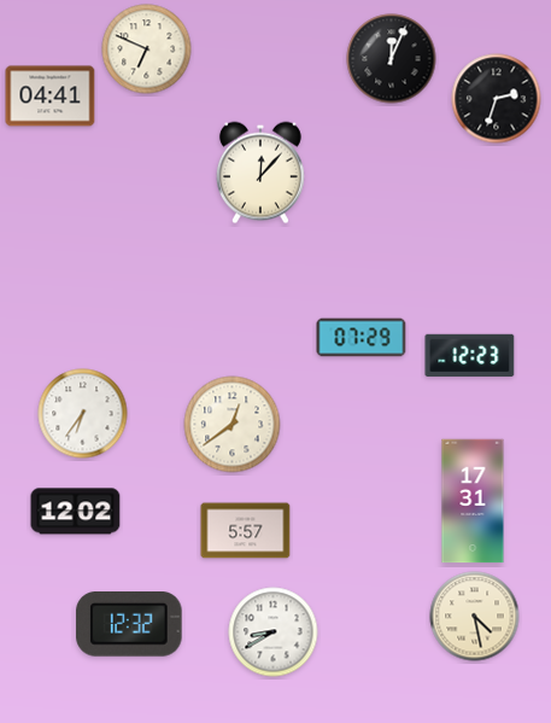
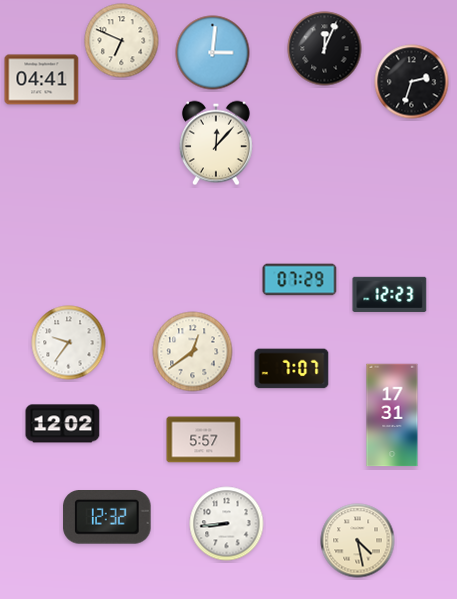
clock at (213, 53): none -> 3:01
clock at (83, 414): 6:36 -> 9:36
clock at (292, 369): none -> 7:07
clock at (475, 617) position: (475, 617) -> (358, 541)
clock at (274, 632): 8:40 -> 8:44
